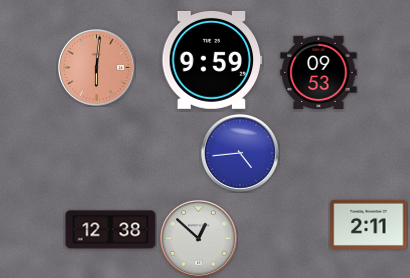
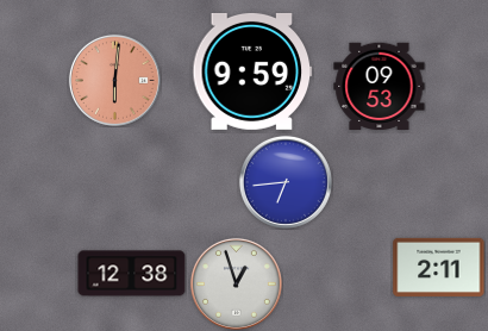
clock at (240, 153): 4:44 -> 6:44
clock at (198, 238): 12:52 -> 12:57
